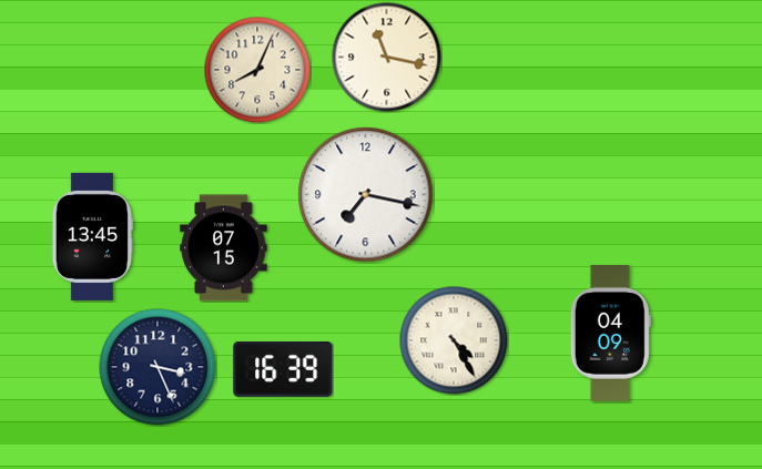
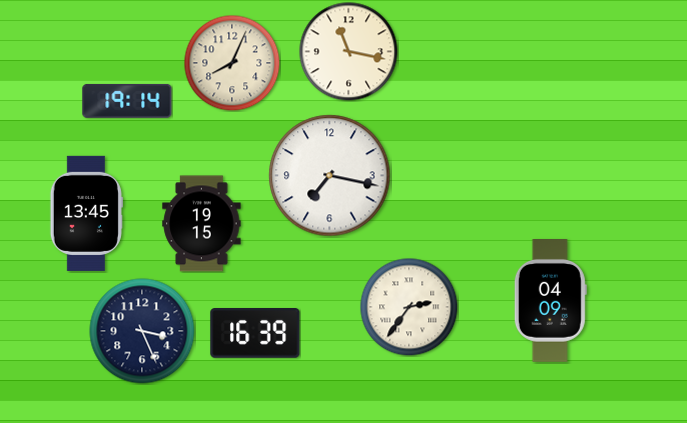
clock at (127, 101): none -> 19:14
clock at (92, 236) position: (92, 236) -> (86, 213)
clock at (224, 248): 07:15 -> 19:15
clock at (454, 340): 4:25 -> 2:36
